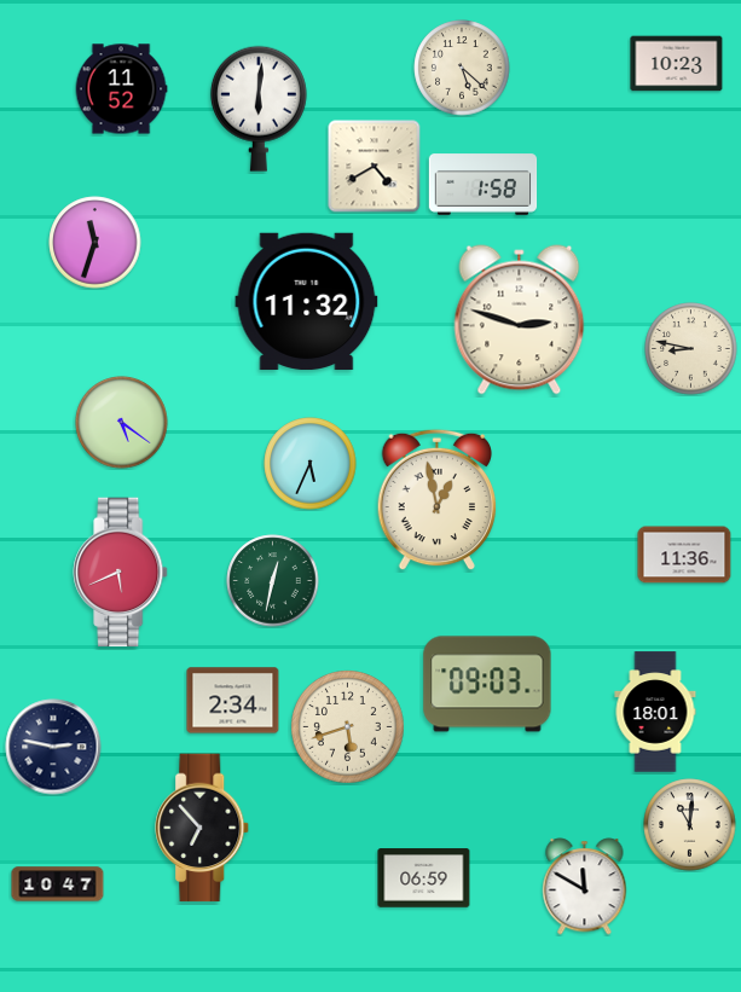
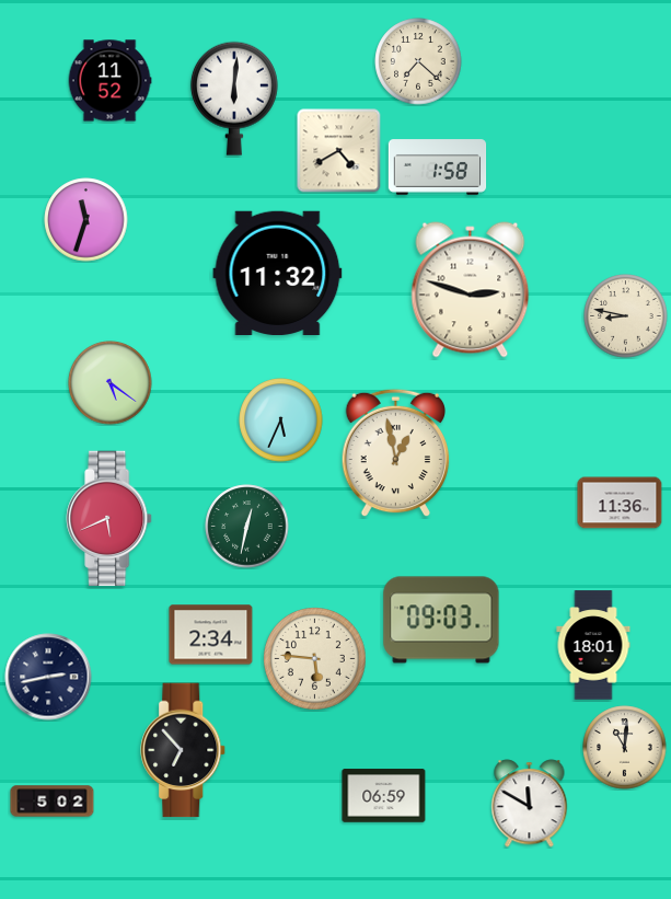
clock at (677, 64): 10:23 -> none
clock at (462, 68): 5:22 -> 7:22
clock at (348, 727): 5:42 -> 5:46
clock at (53, 747): 2:47 -> 2:43
clock at (58, 884): 10:47 -> 5:02
